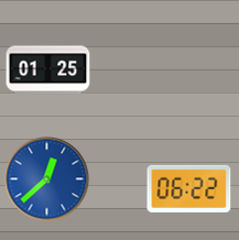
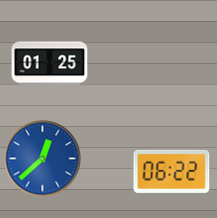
clock at (48, 70) position: (48, 70) -> (50, 64)
clock at (47, 179) position: (47, 179) -> (43, 159)
